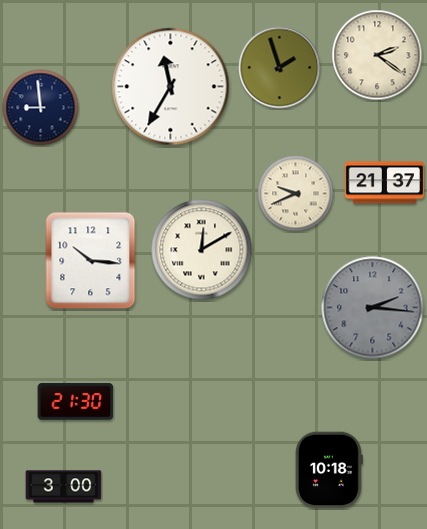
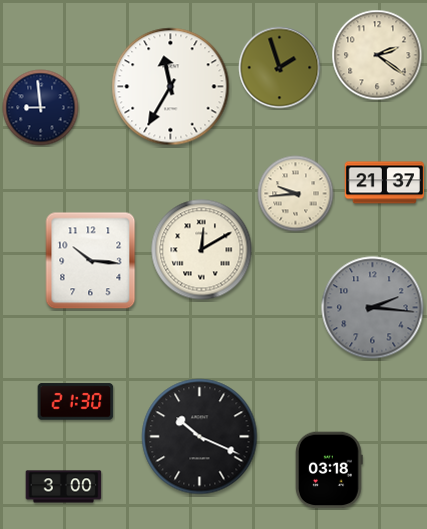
clock at (296, 194): 9:41 -> 9:44
clock at (200, 437): none -> 10:19
clock at (329, 470): 10:18 -> 03:18
